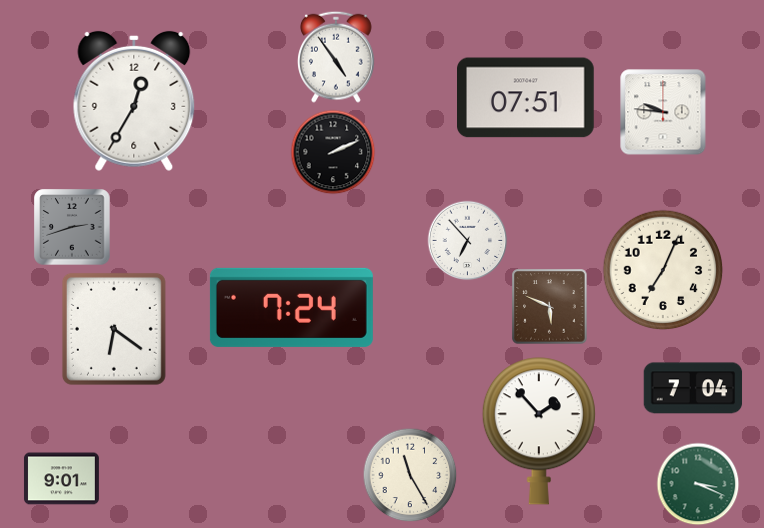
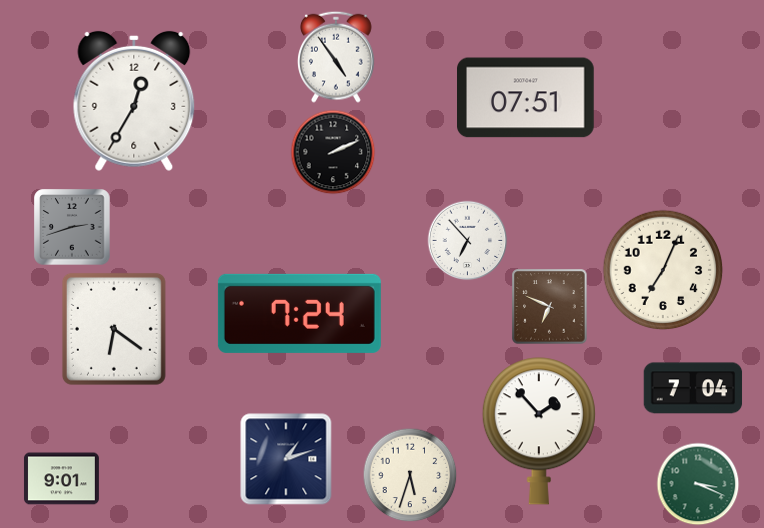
clock at (663, 112): 9:46 -> none
clock at (291, 307) position: (291, 307) -> (299, 313)
clock at (550, 307): 5:49 -> 6:49
clock at (286, 459): none -> 1:12
clock at (410, 475): 11:25 -> 5:33
